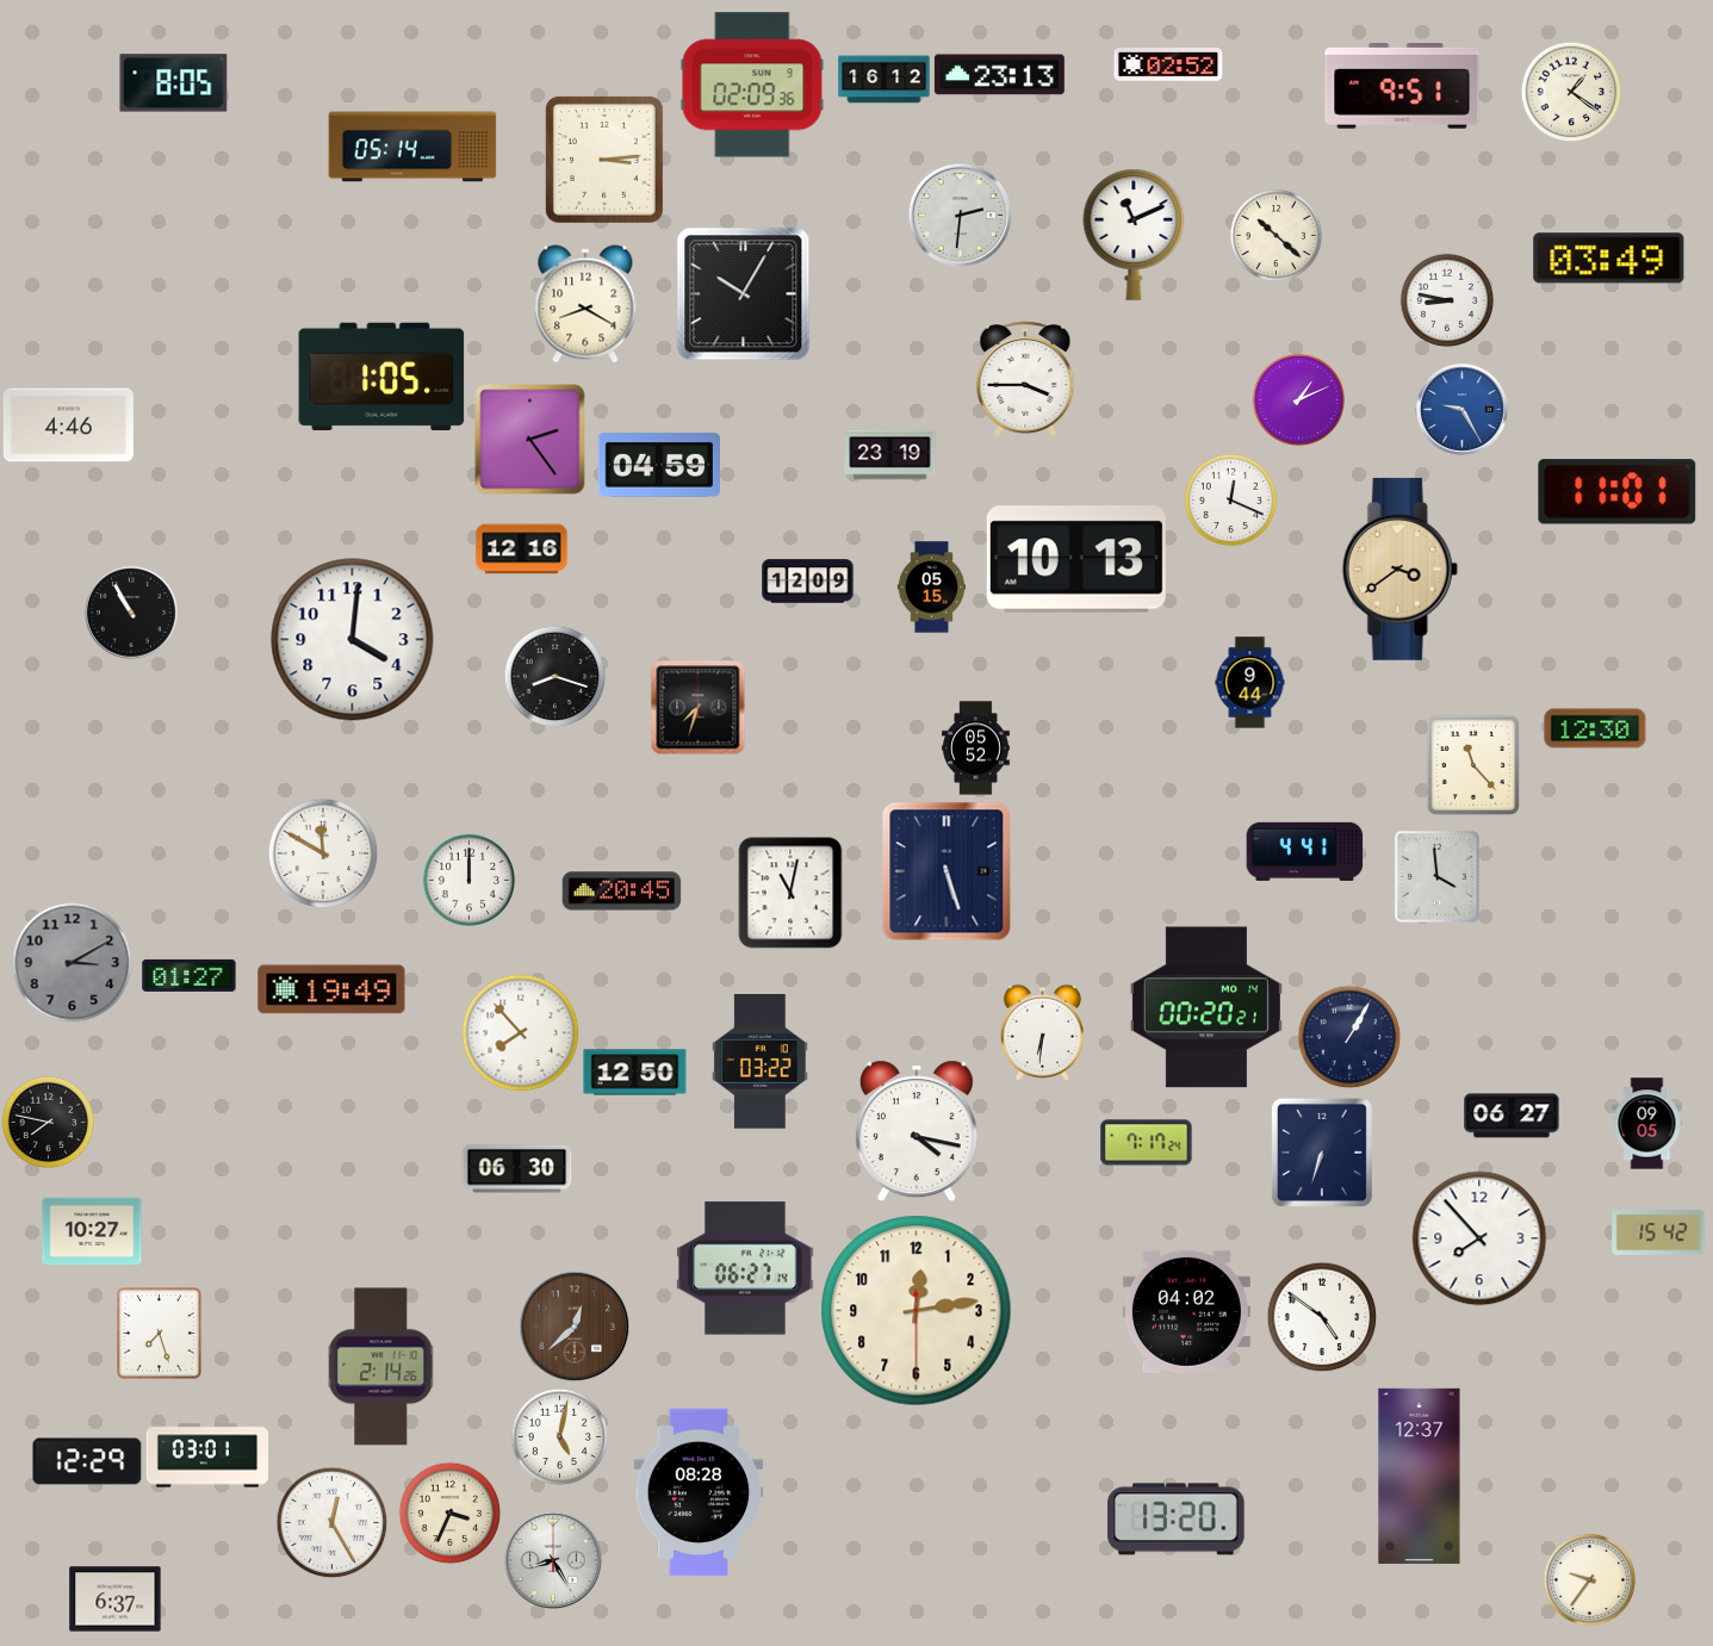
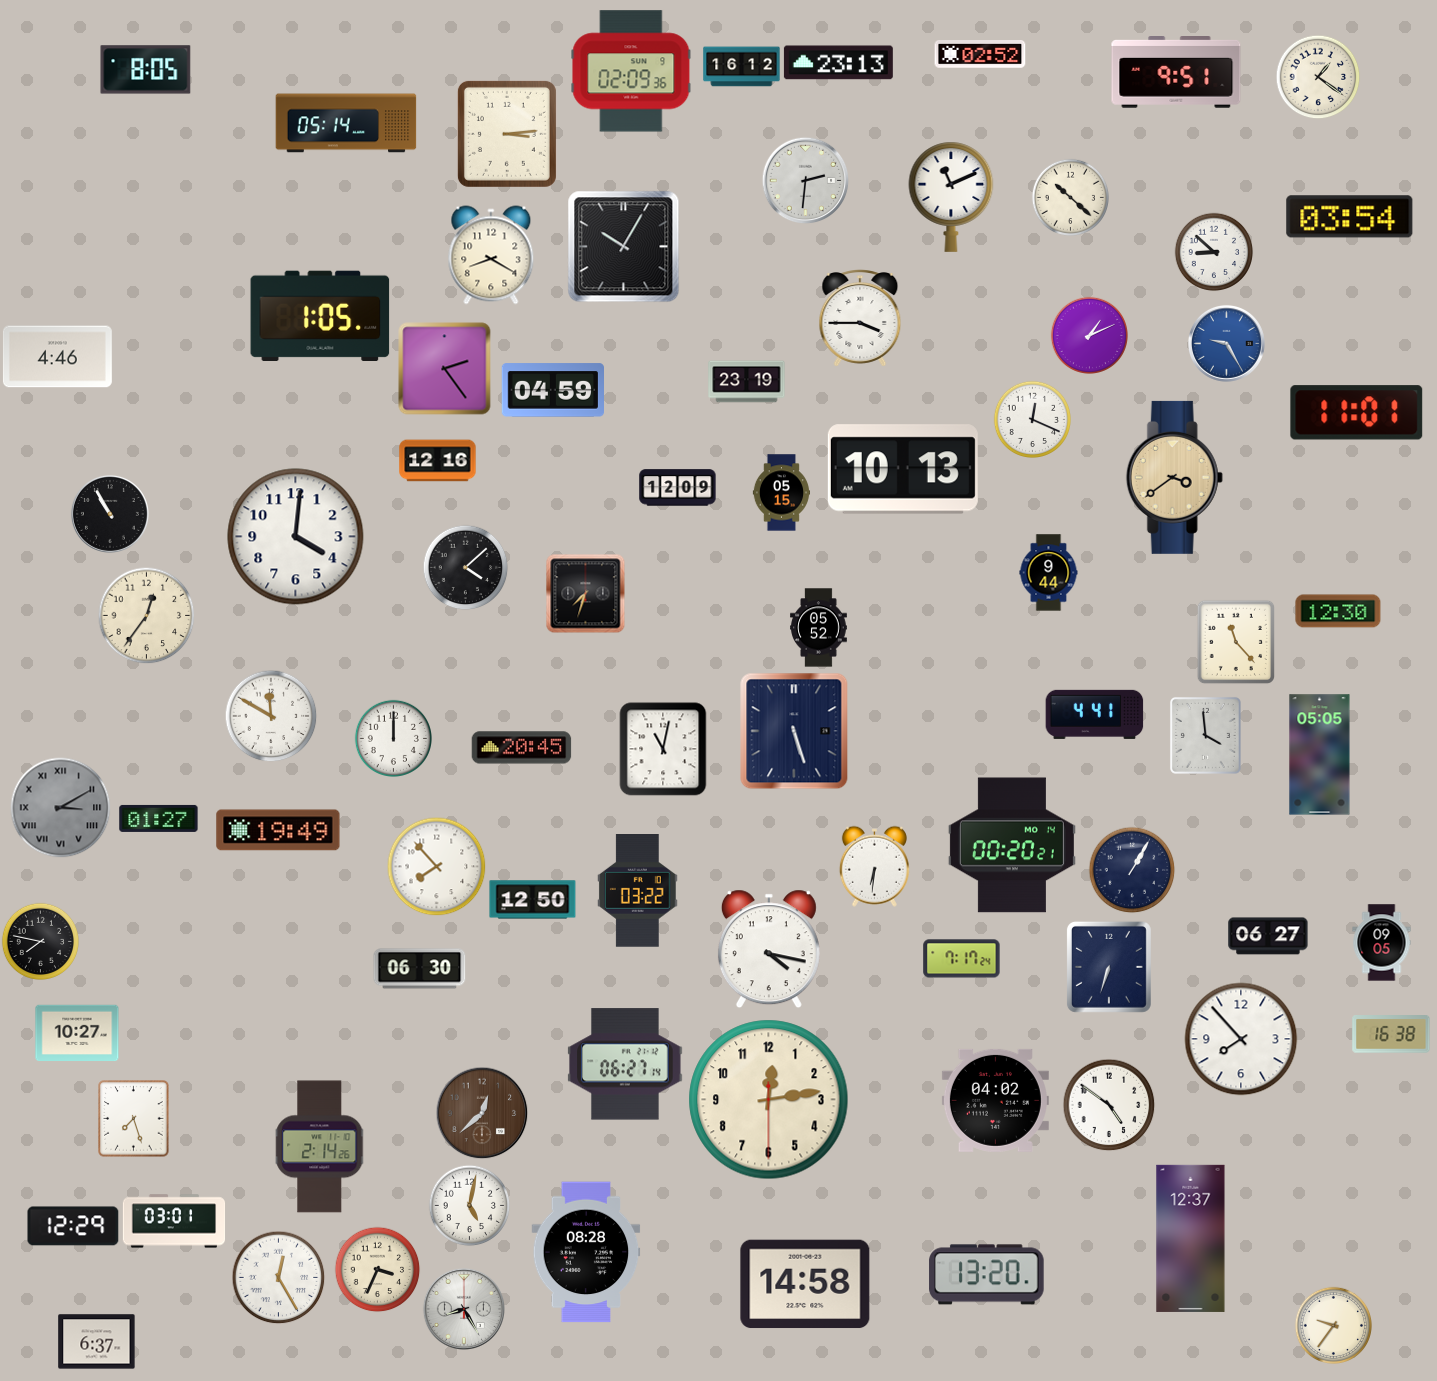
clock at (1609, 259): 03:49 -> 03:54
clock at (1447, 300): 8:47 -> 8:52
clock at (554, 676): 8:18 -> 4:08
clock at (146, 615): none -> 12:36
clock at (1320, 755): none -> 05:05
clock at (73, 963) numerals: Arabic -> Roman
clock at (517, 1169) position: (517, 1169) -> (420, 969)
clock at (1658, 1232): 15:42 -> 16:38
clock at (805, 1284): none -> 14:58
